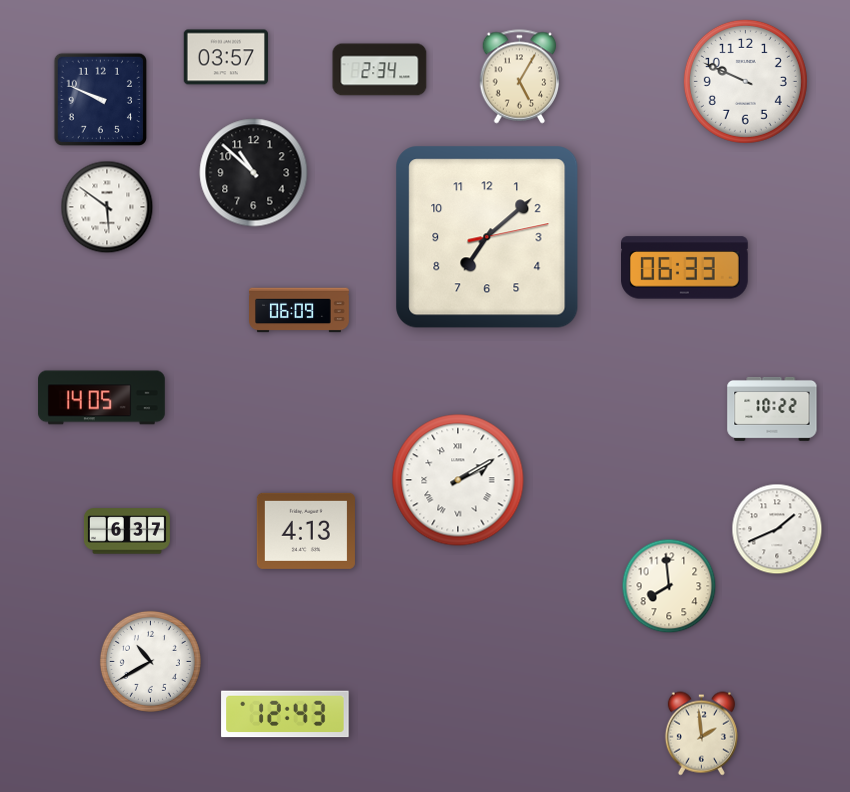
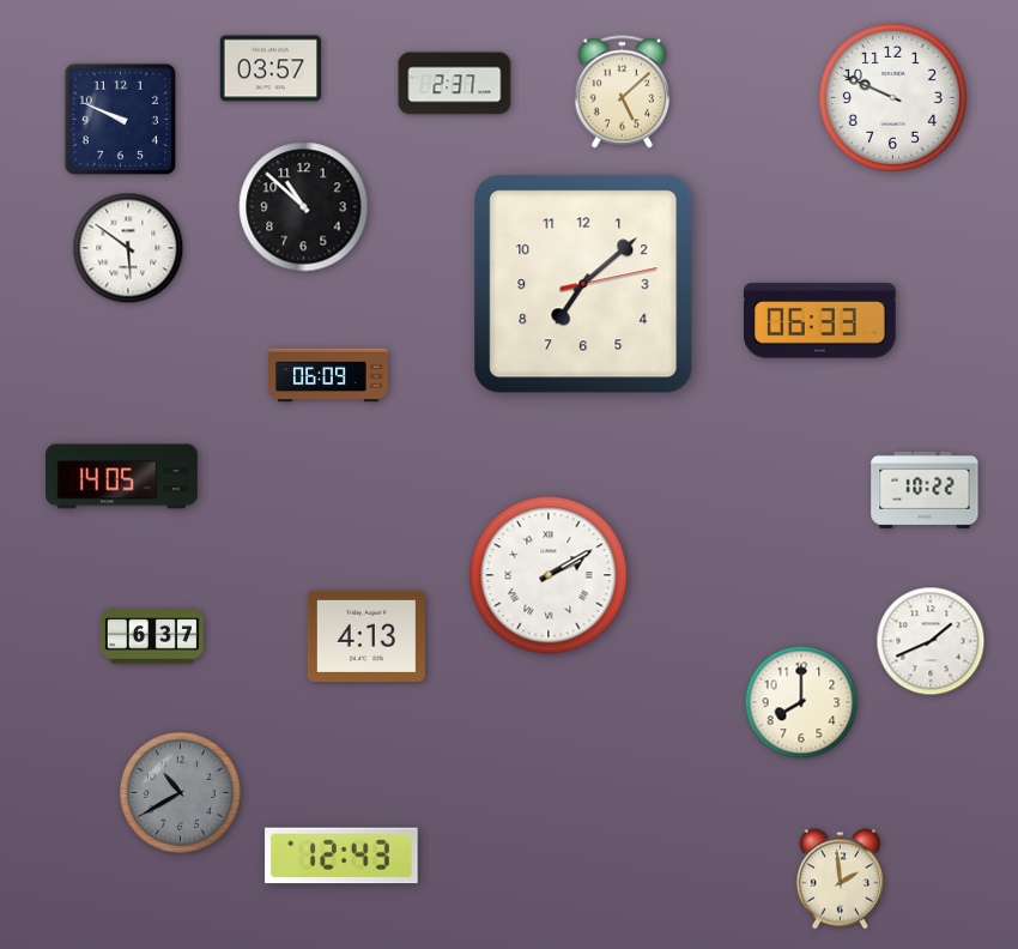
clock at (380, 70): 2:34 -> 2:37
clock at (520, 77): 5:05 -> 5:08
clock at (300, 310) position: (300, 310) -> (329, 375)
clock at (777, 529) position: (777, 529) -> (931, 641)
clock at (669, 586): 7:59 -> 8:00
clock at (150, 661) dial: white -> grey
